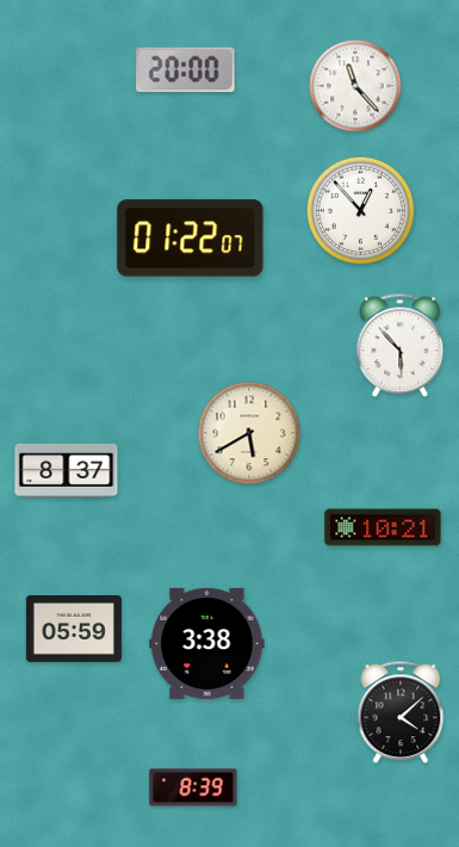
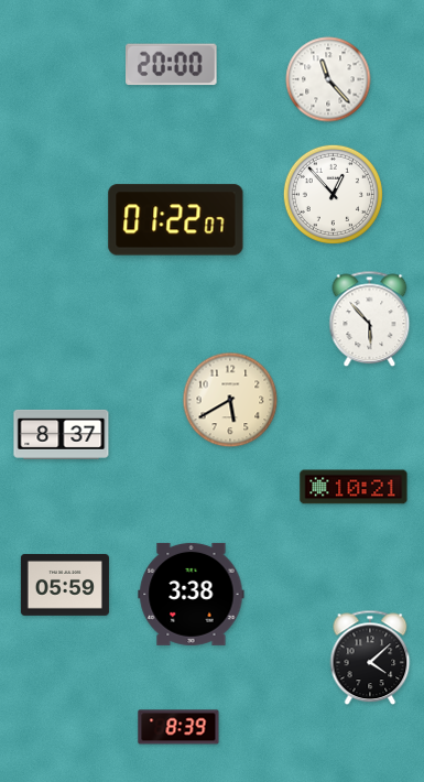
clock at (74, 630) position: (74, 630) -> (65, 586)
